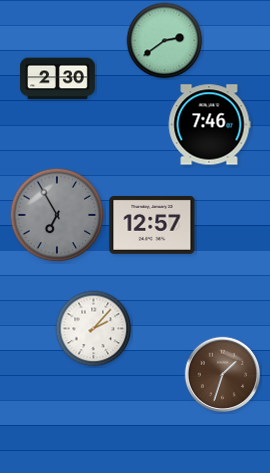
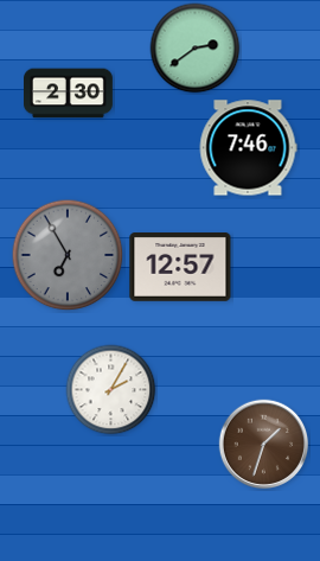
clock at (94, 329): 2:07 -> 2:05
